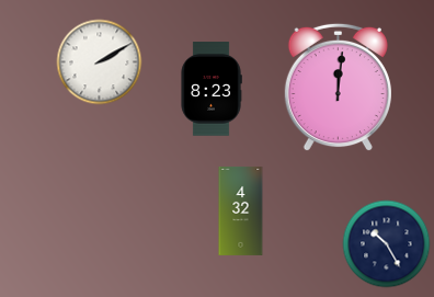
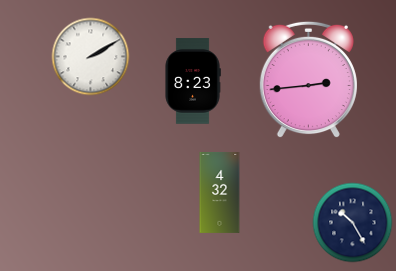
clock at (338, 87): 12:01 -> 2:44
